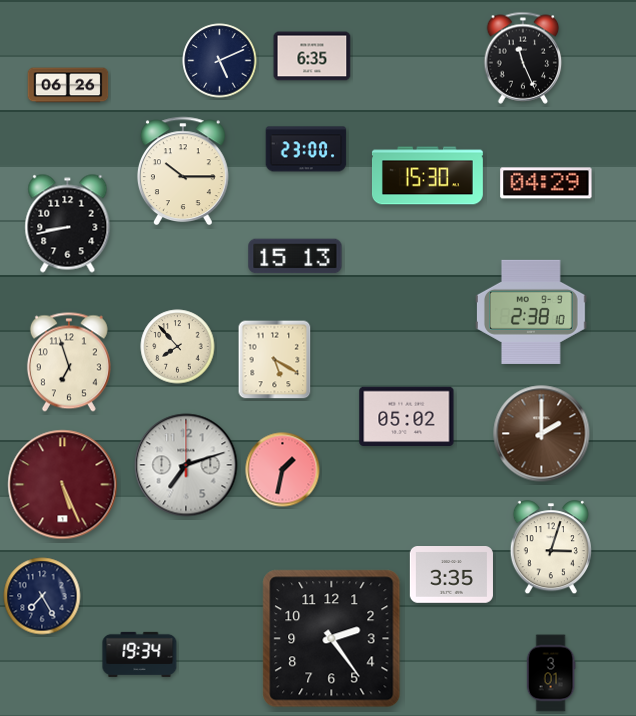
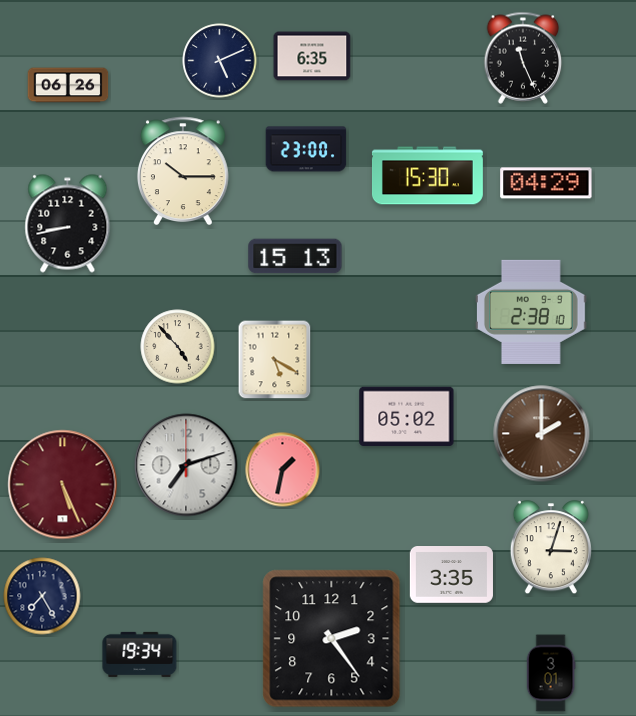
clock at (178, 347): 7:53 -> 4:53
clock at (69, 362): 6:57 -> none
